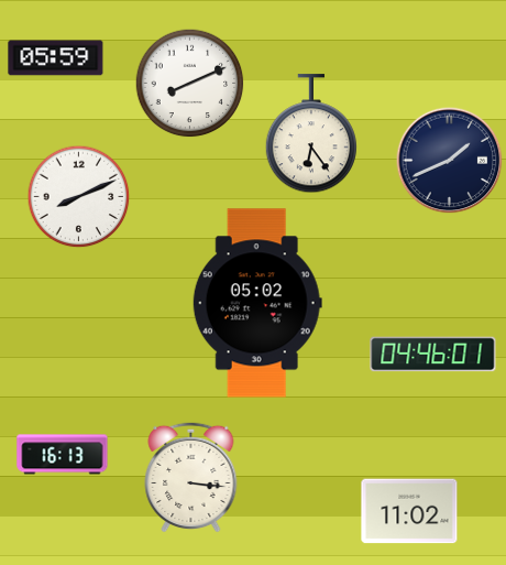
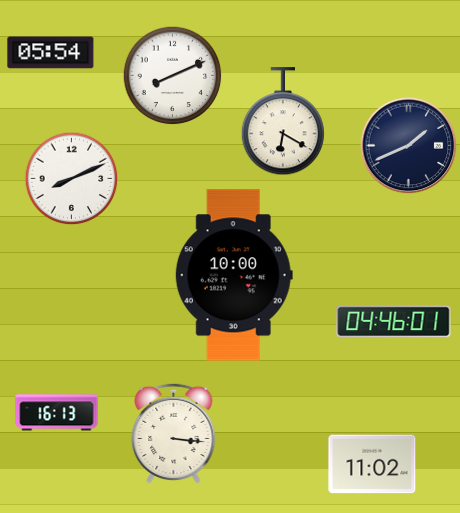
clock at (56, 58): 05:59 -> 05:54
clock at (310, 134): 6:24 -> 6:20
clock at (257, 303): 05:02 -> 10:00
